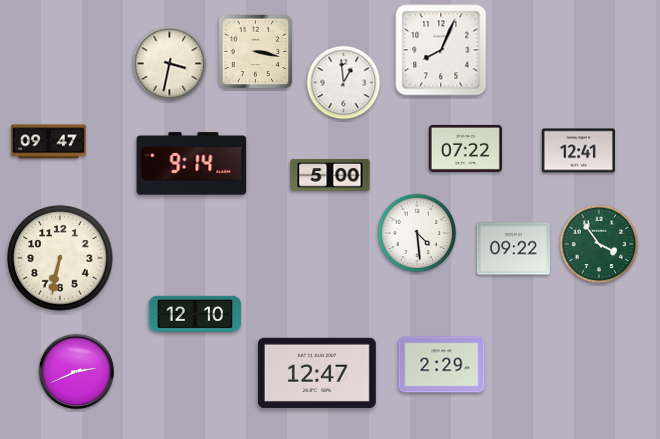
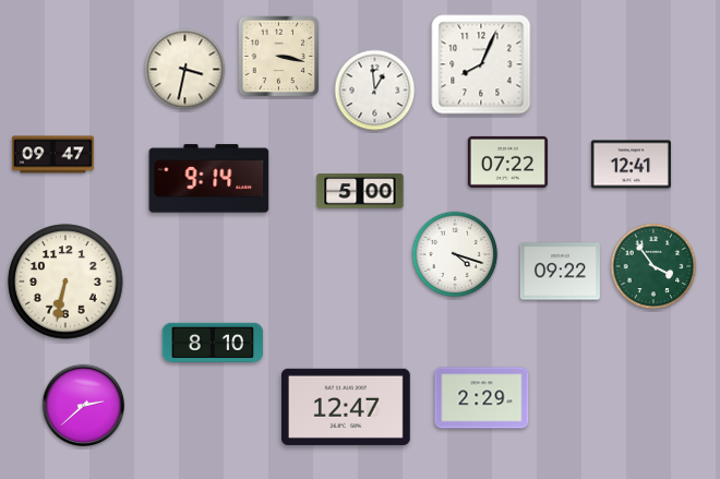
clock at (441, 50) position: (441, 50) -> (481, 64)
clock at (417, 233): 4:29 -> 4:18
clock at (195, 314): 12:10 -> 8:10
clock at (77, 372): 2:41 -> 2:38
